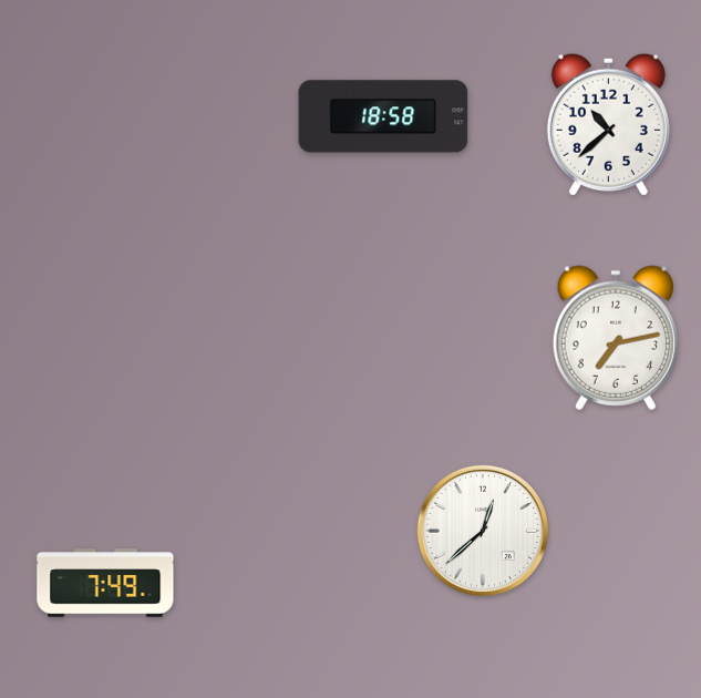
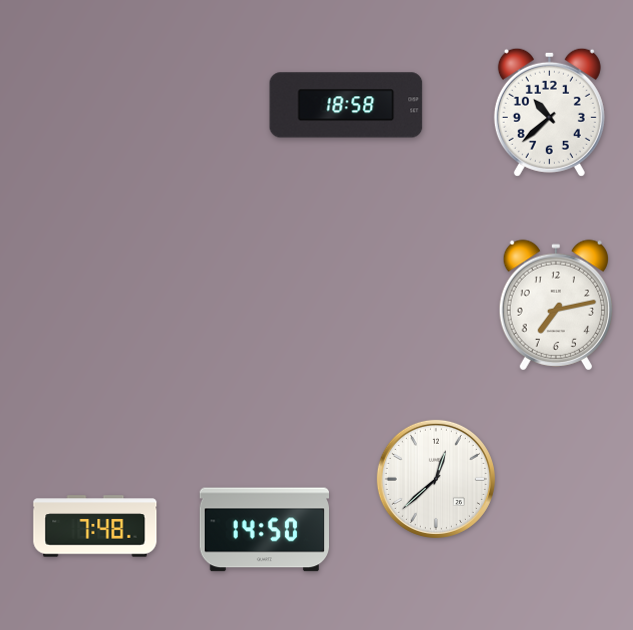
clock at (105, 583): 7:49 -> 7:48
clock at (264, 530): none -> 14:50
